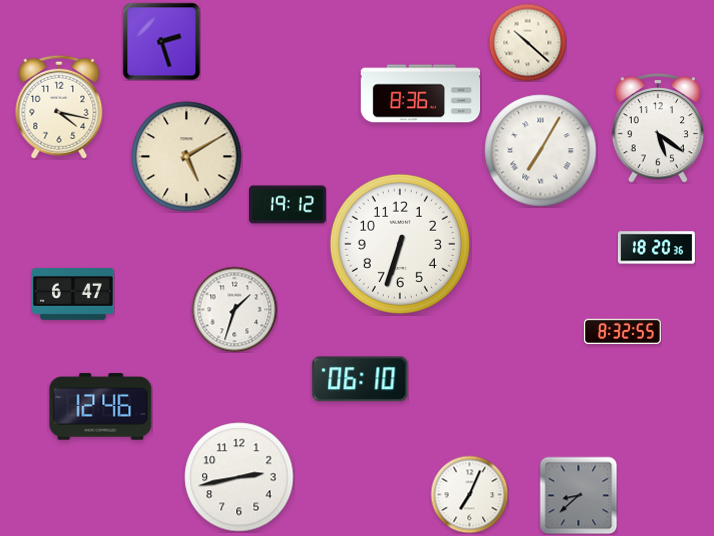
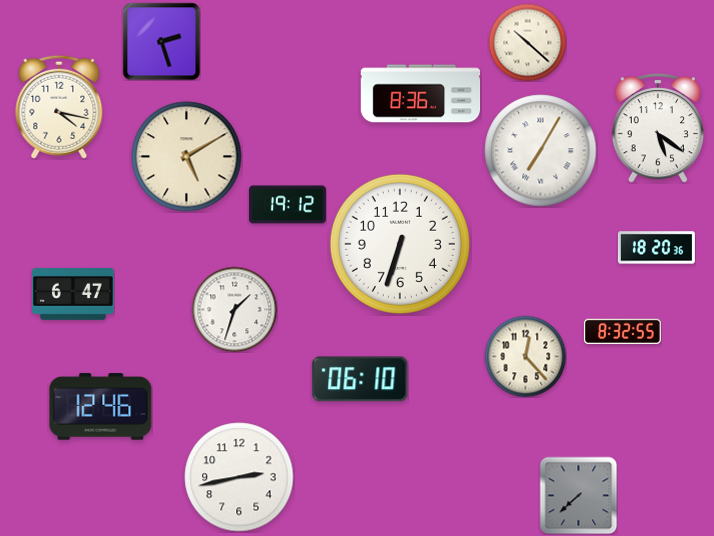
clock at (525, 356): none -> 12:23
clock at (469, 494): 7:04 -> none
clock at (578, 495): 8:38 -> 7:38
